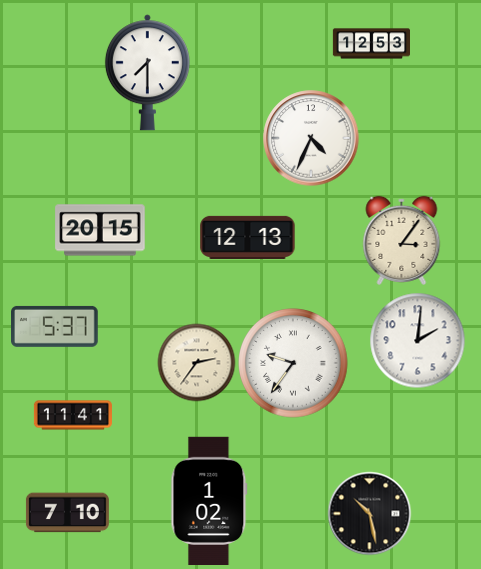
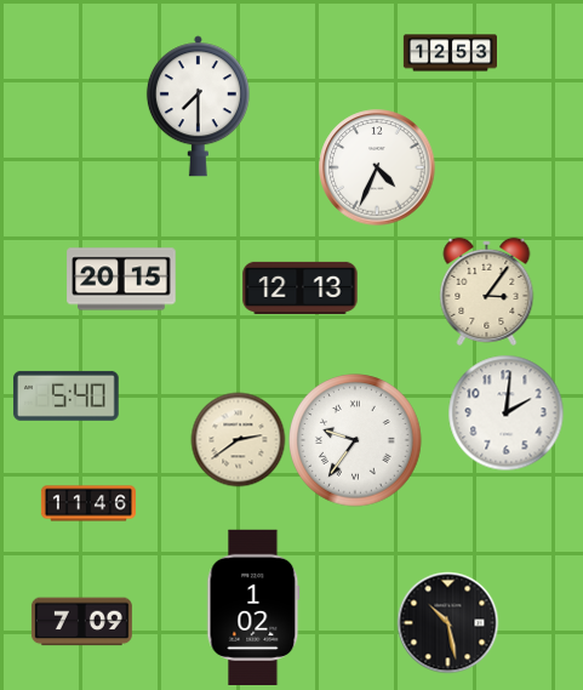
clock at (147, 73) position: (147, 73) -> (198, 107)
clock at (55, 326): 5:37 -> 5:40
clock at (196, 362): 2:36 -> 2:39
clock at (73, 415): 11:41 -> 11:46
clock at (67, 513): 7:10 -> 7:09
